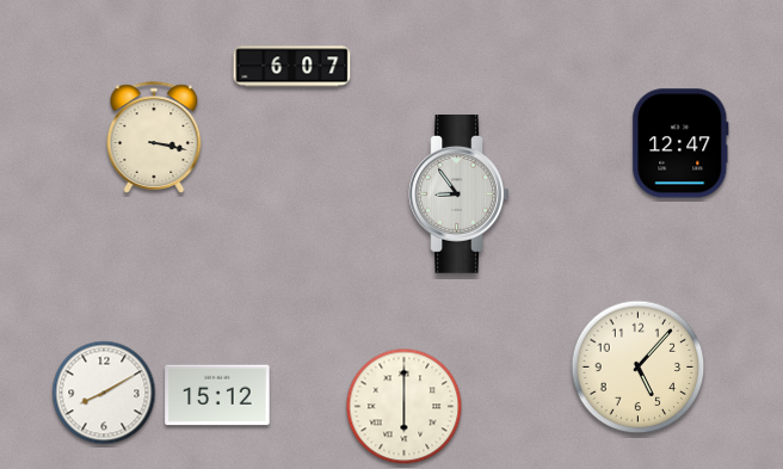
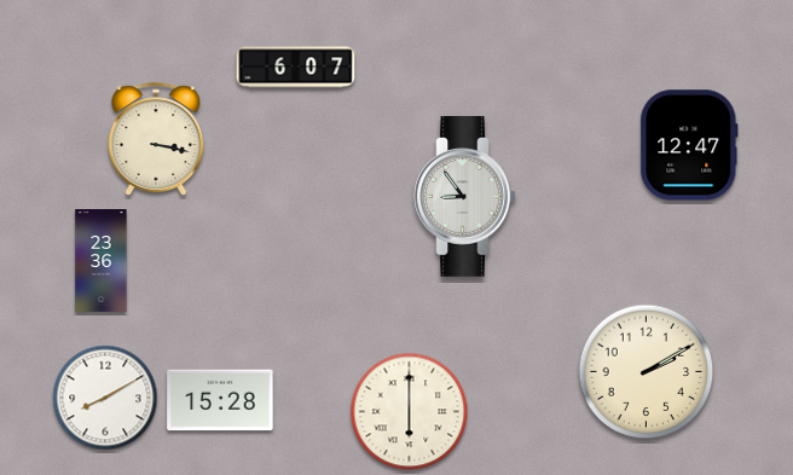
clock at (102, 261): none -> 23:36
clock at (639, 368): 5:07 -> 2:10
clock at (217, 395): 15:12 -> 15:28
